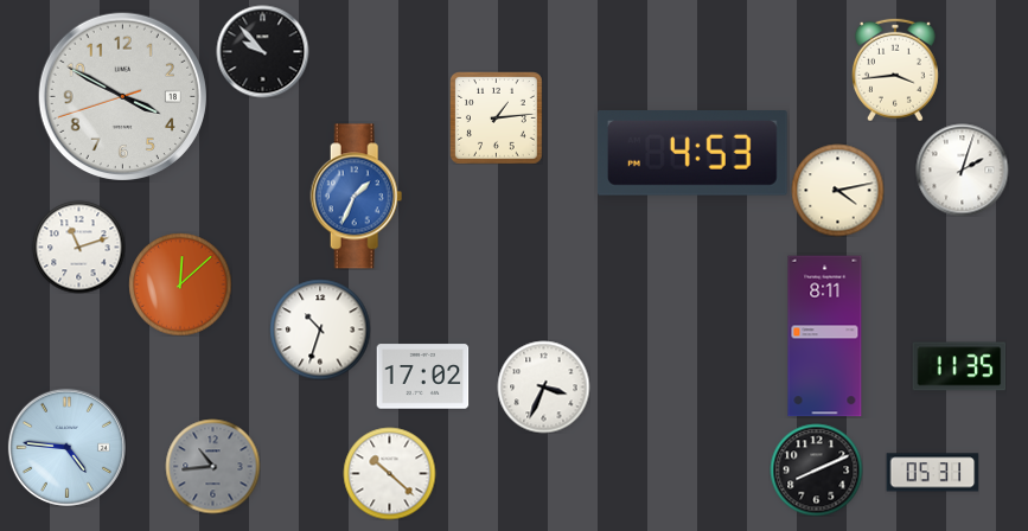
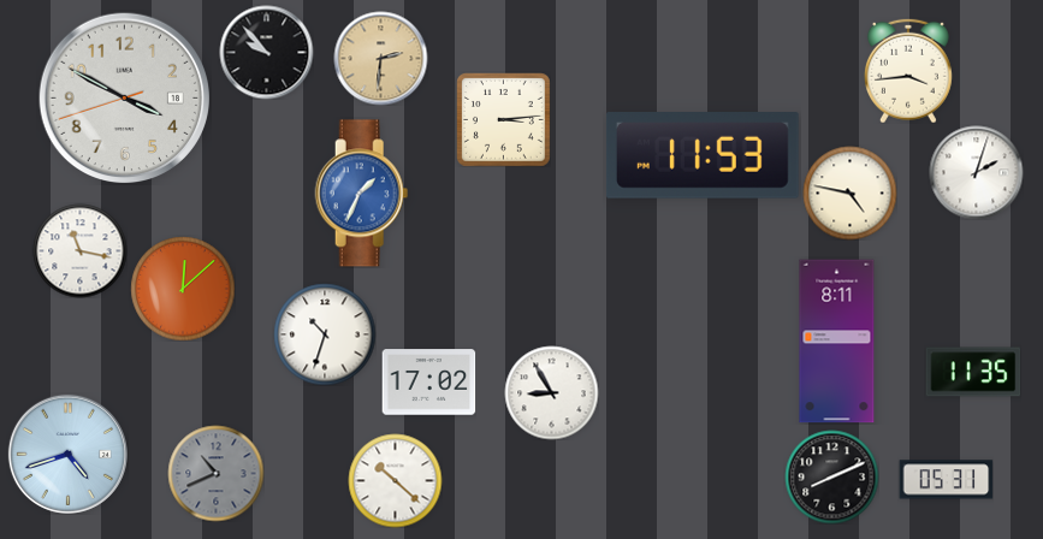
clock at (380, 58): none -> 2:31
clock at (497, 119): 1:14 -> 3:14
clock at (692, 154): 4:53 -> 11:53
clock at (837, 190): 4:13 -> 4:47
clock at (357, 197) position: (357, 197) -> (362, 194)
clock at (78, 247): 11:12 -> 11:17
clock at (543, 386): 3:34 -> 8:55
clock at (66, 447): 4:46 -> 4:42
clock at (212, 466): 10:44 -> 10:41
clock at (816, 469) position: (816, 469) -> (831, 476)
